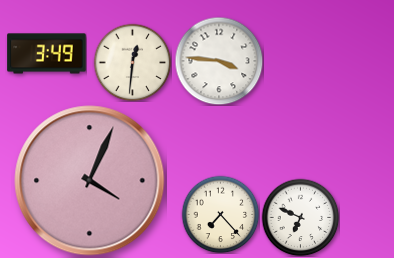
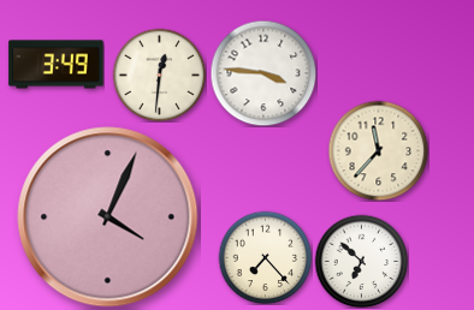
clock at (378, 150): none -> 11:37
clock at (300, 217): 6:49 -> 6:52
